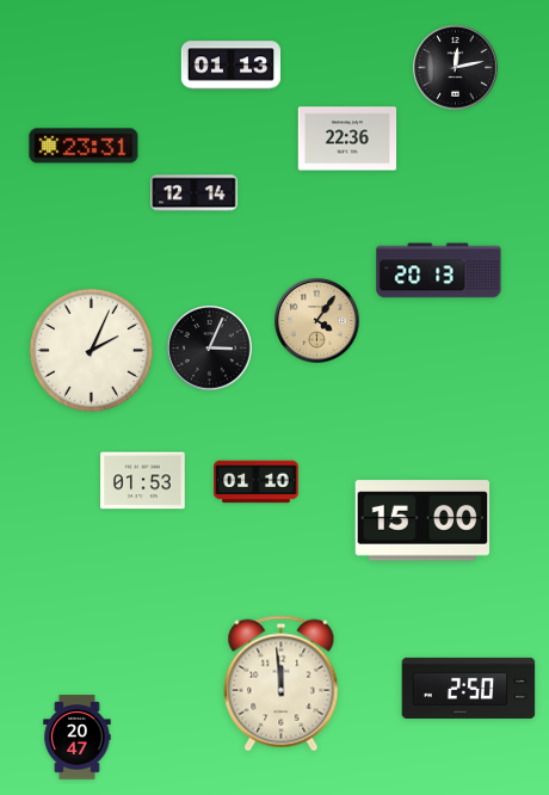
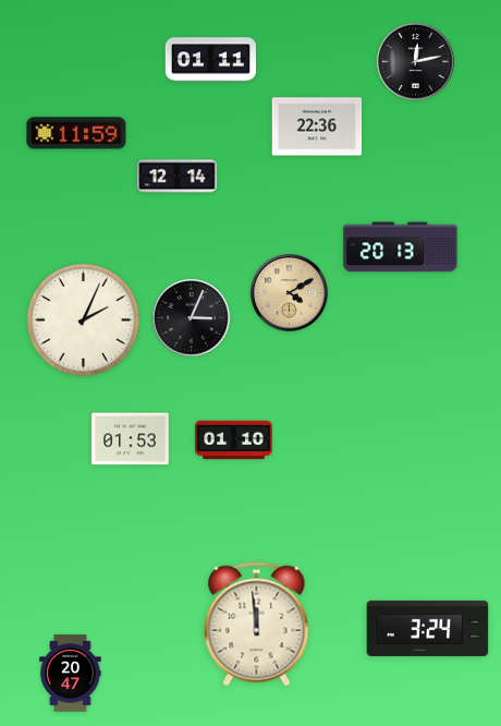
clock at (230, 66): 01:13 -> 01:11
clock at (84, 146): 23:31 -> 11:59
clock at (317, 321): 4:06 -> 4:10
clock at (422, 520): 15:00 -> none
clock at (469, 688): 2:50 -> 3:24
